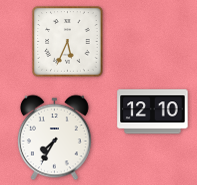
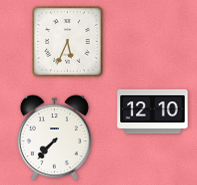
clock at (54, 138): 7:35 -> 7:37
